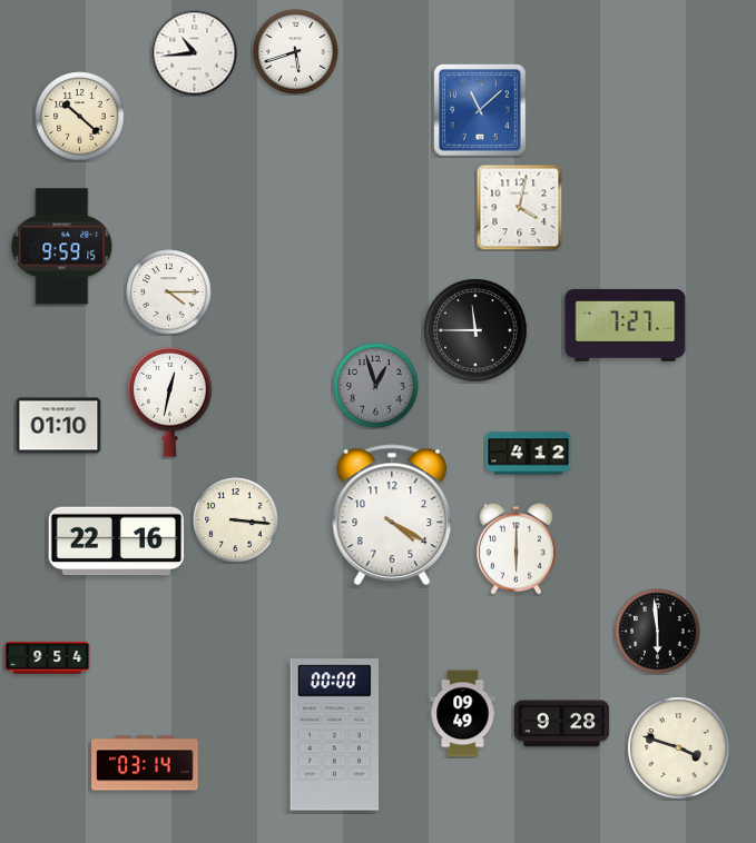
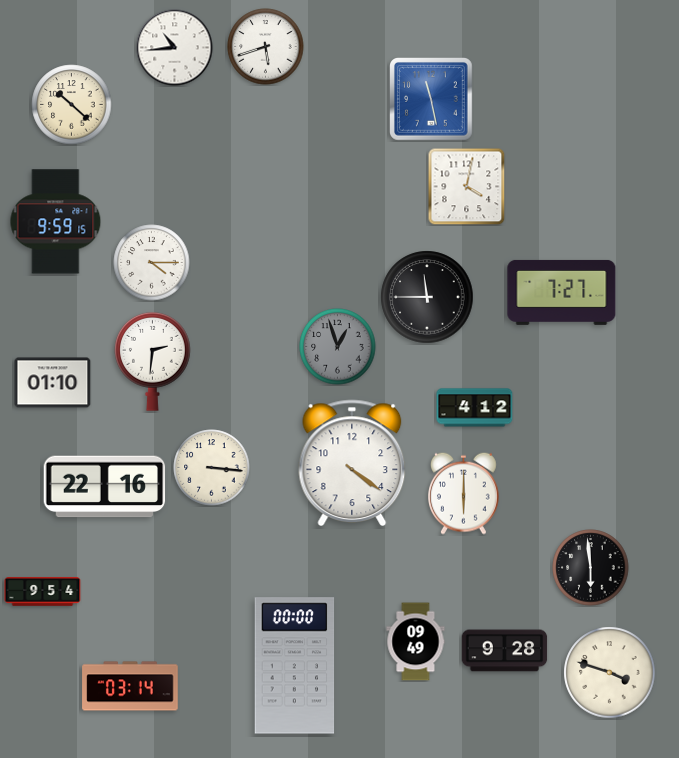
clock at (481, 111): 11:08 -> 11:28
clock at (170, 401): 12:32 -> 2:31
clock at (392, 514): 4:20 -> 4:21
clock at (335, 735) position: (335, 735) -> (295, 666)
